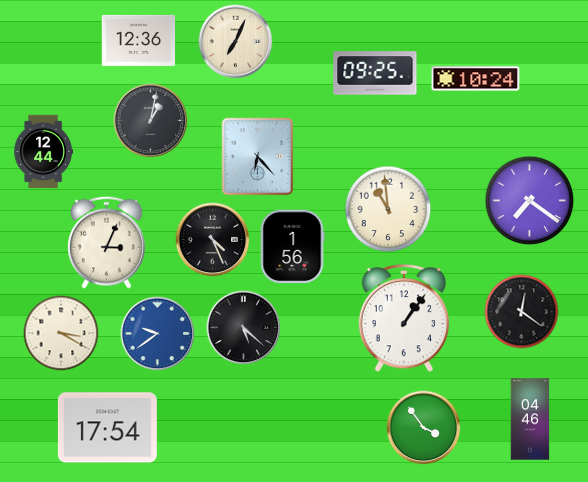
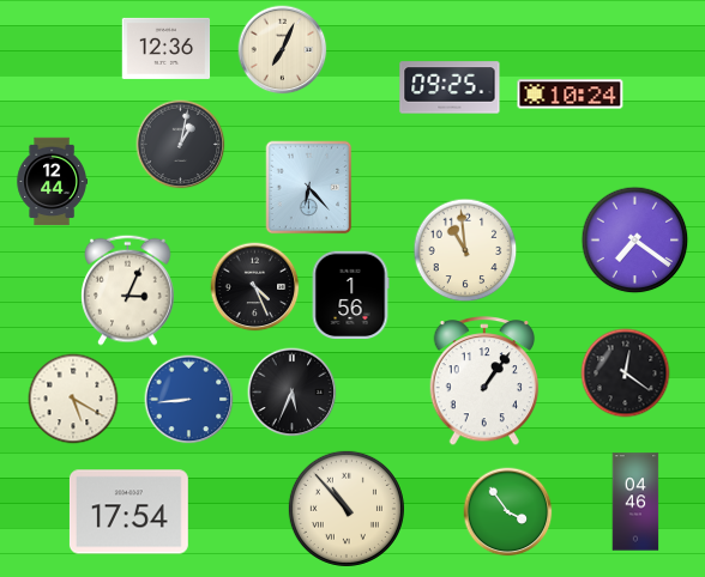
clock at (244, 328): 5:22 -> 5:34
clock at (61, 333): 3:20 -> 5:20
clock at (158, 334): 9:39 -> 8:44
clock at (347, 509): none -> 10:53
